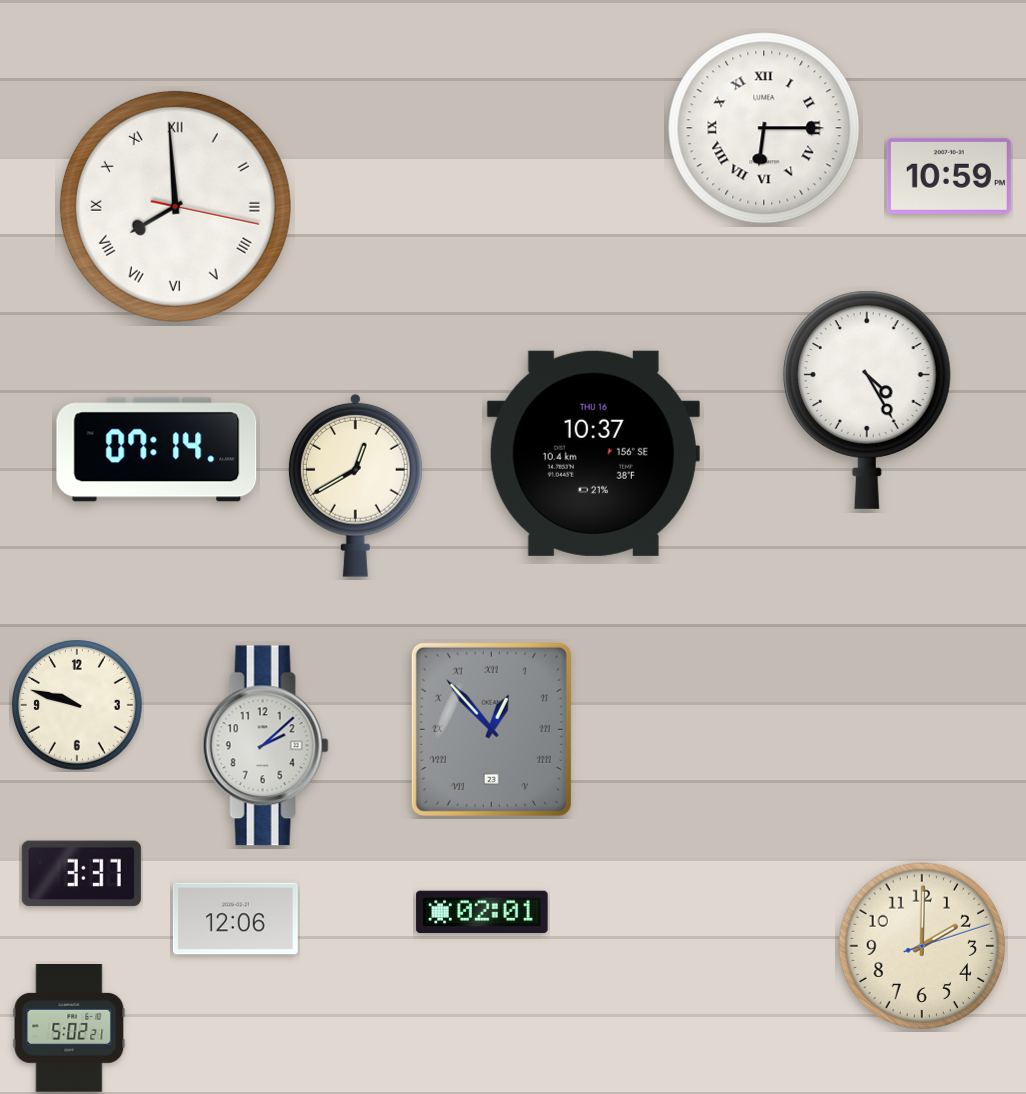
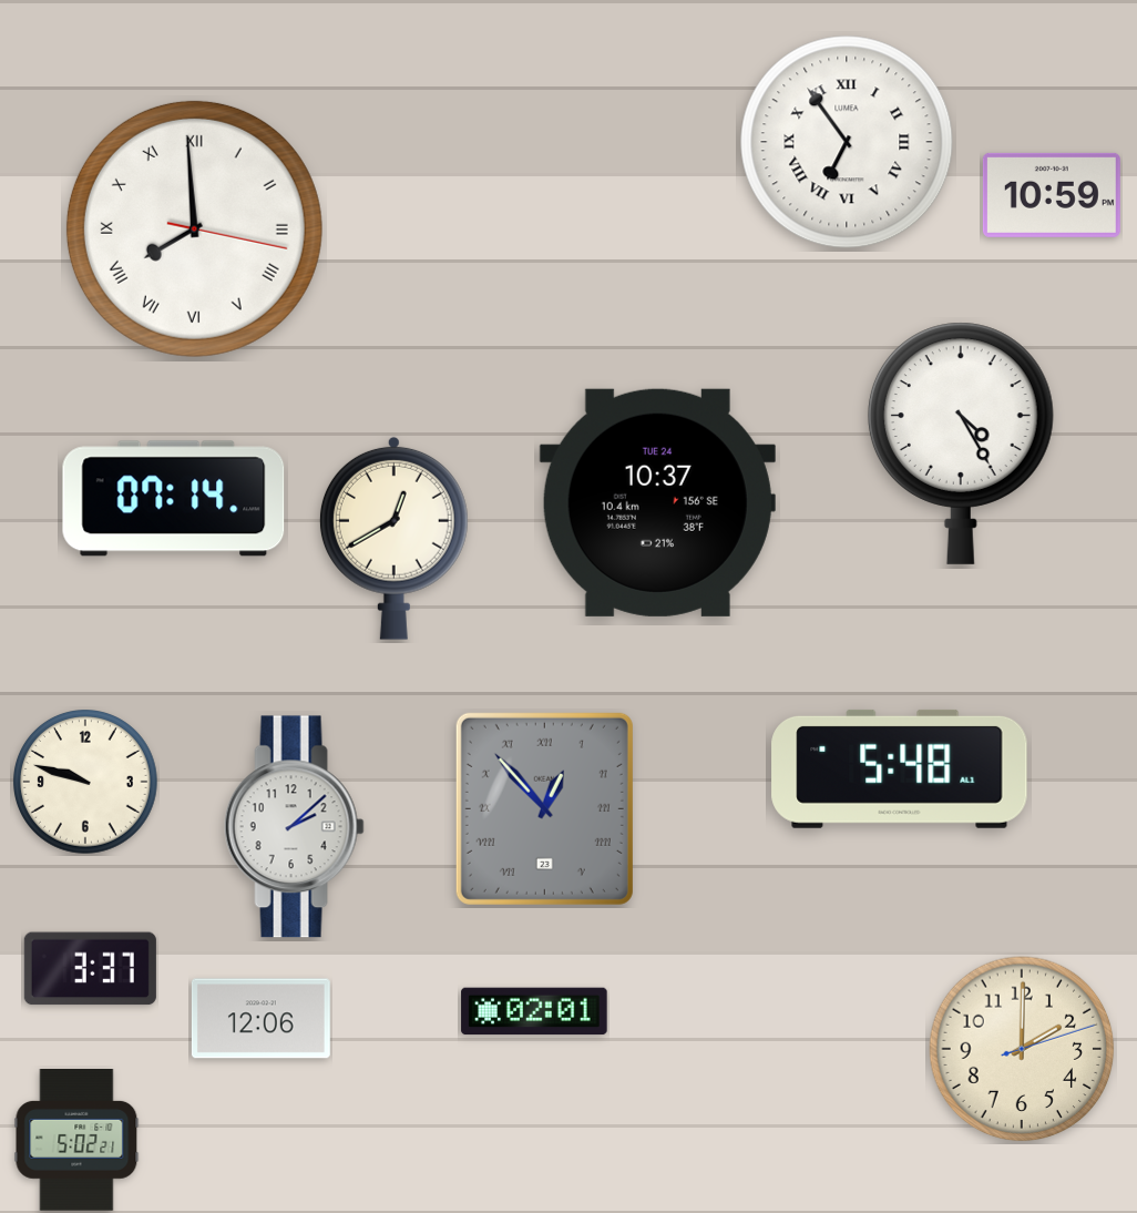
clock at (764, 128): 6:15 -> 6:54
clock at (593, 453) date: THU 16 -> TUE 24
clock at (900, 768): none -> 5:48
